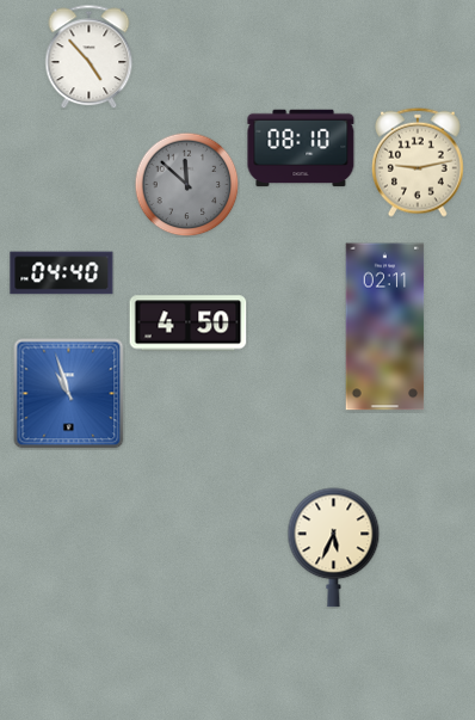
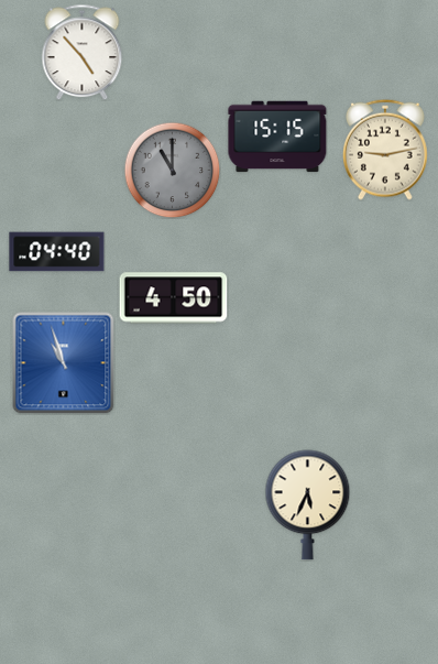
clock at (301, 148): 08:10 -> 15:15
clock at (186, 184): 11:52 -> 11:00
clock at (385, 327): 02:11 -> none
